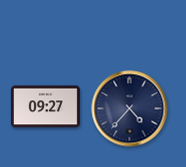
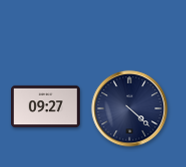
clock at (130, 109): 4:37 -> 4:22
